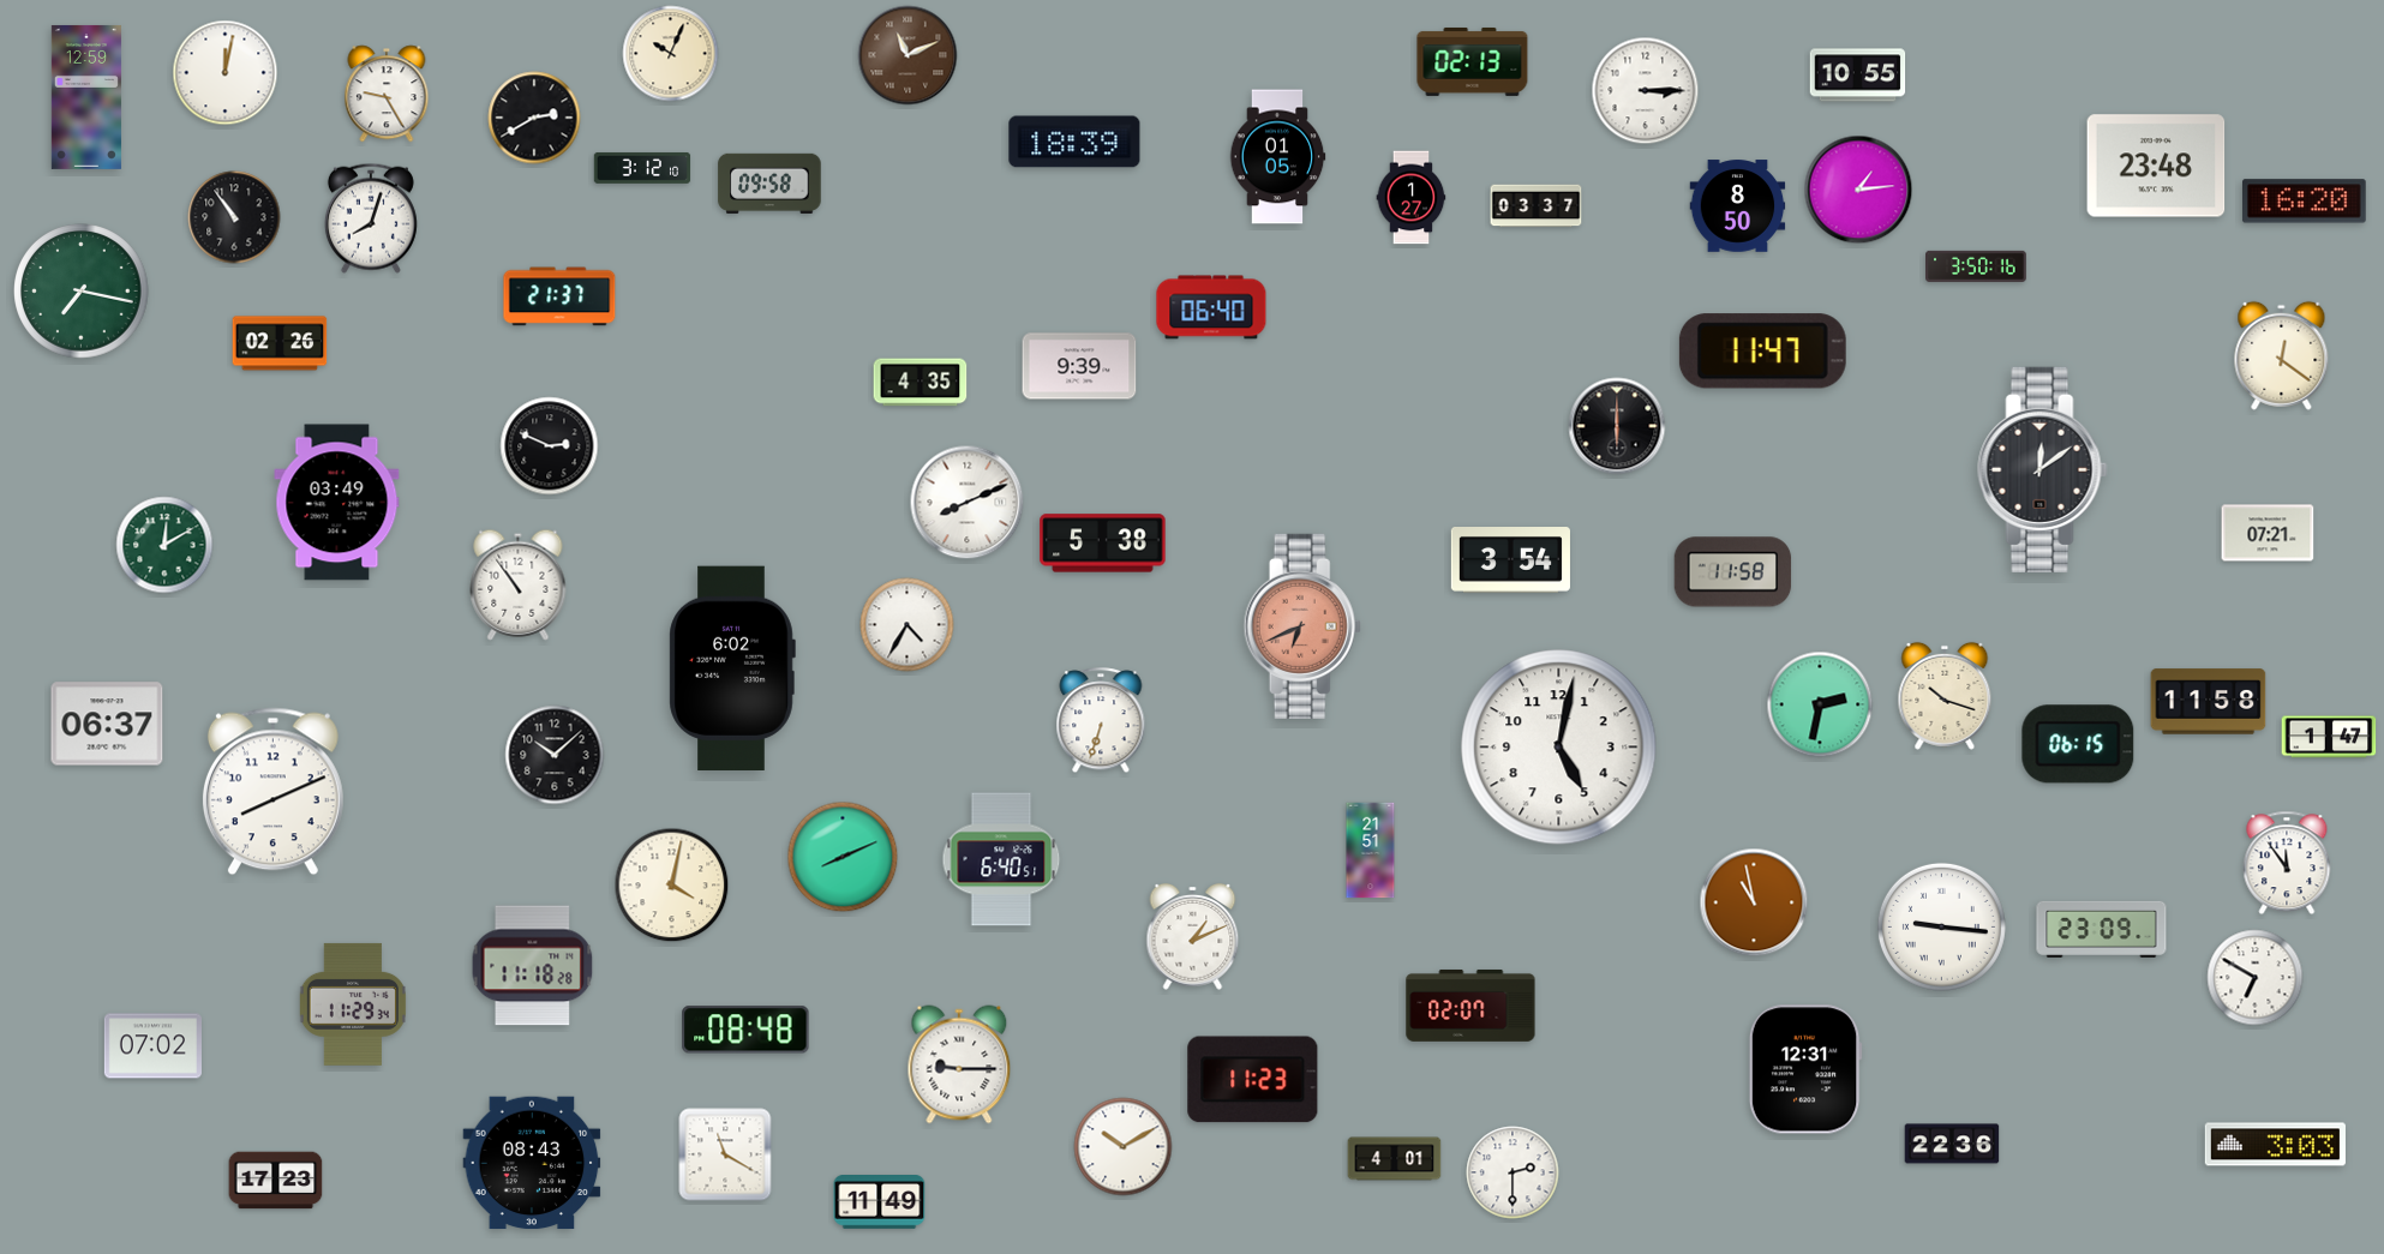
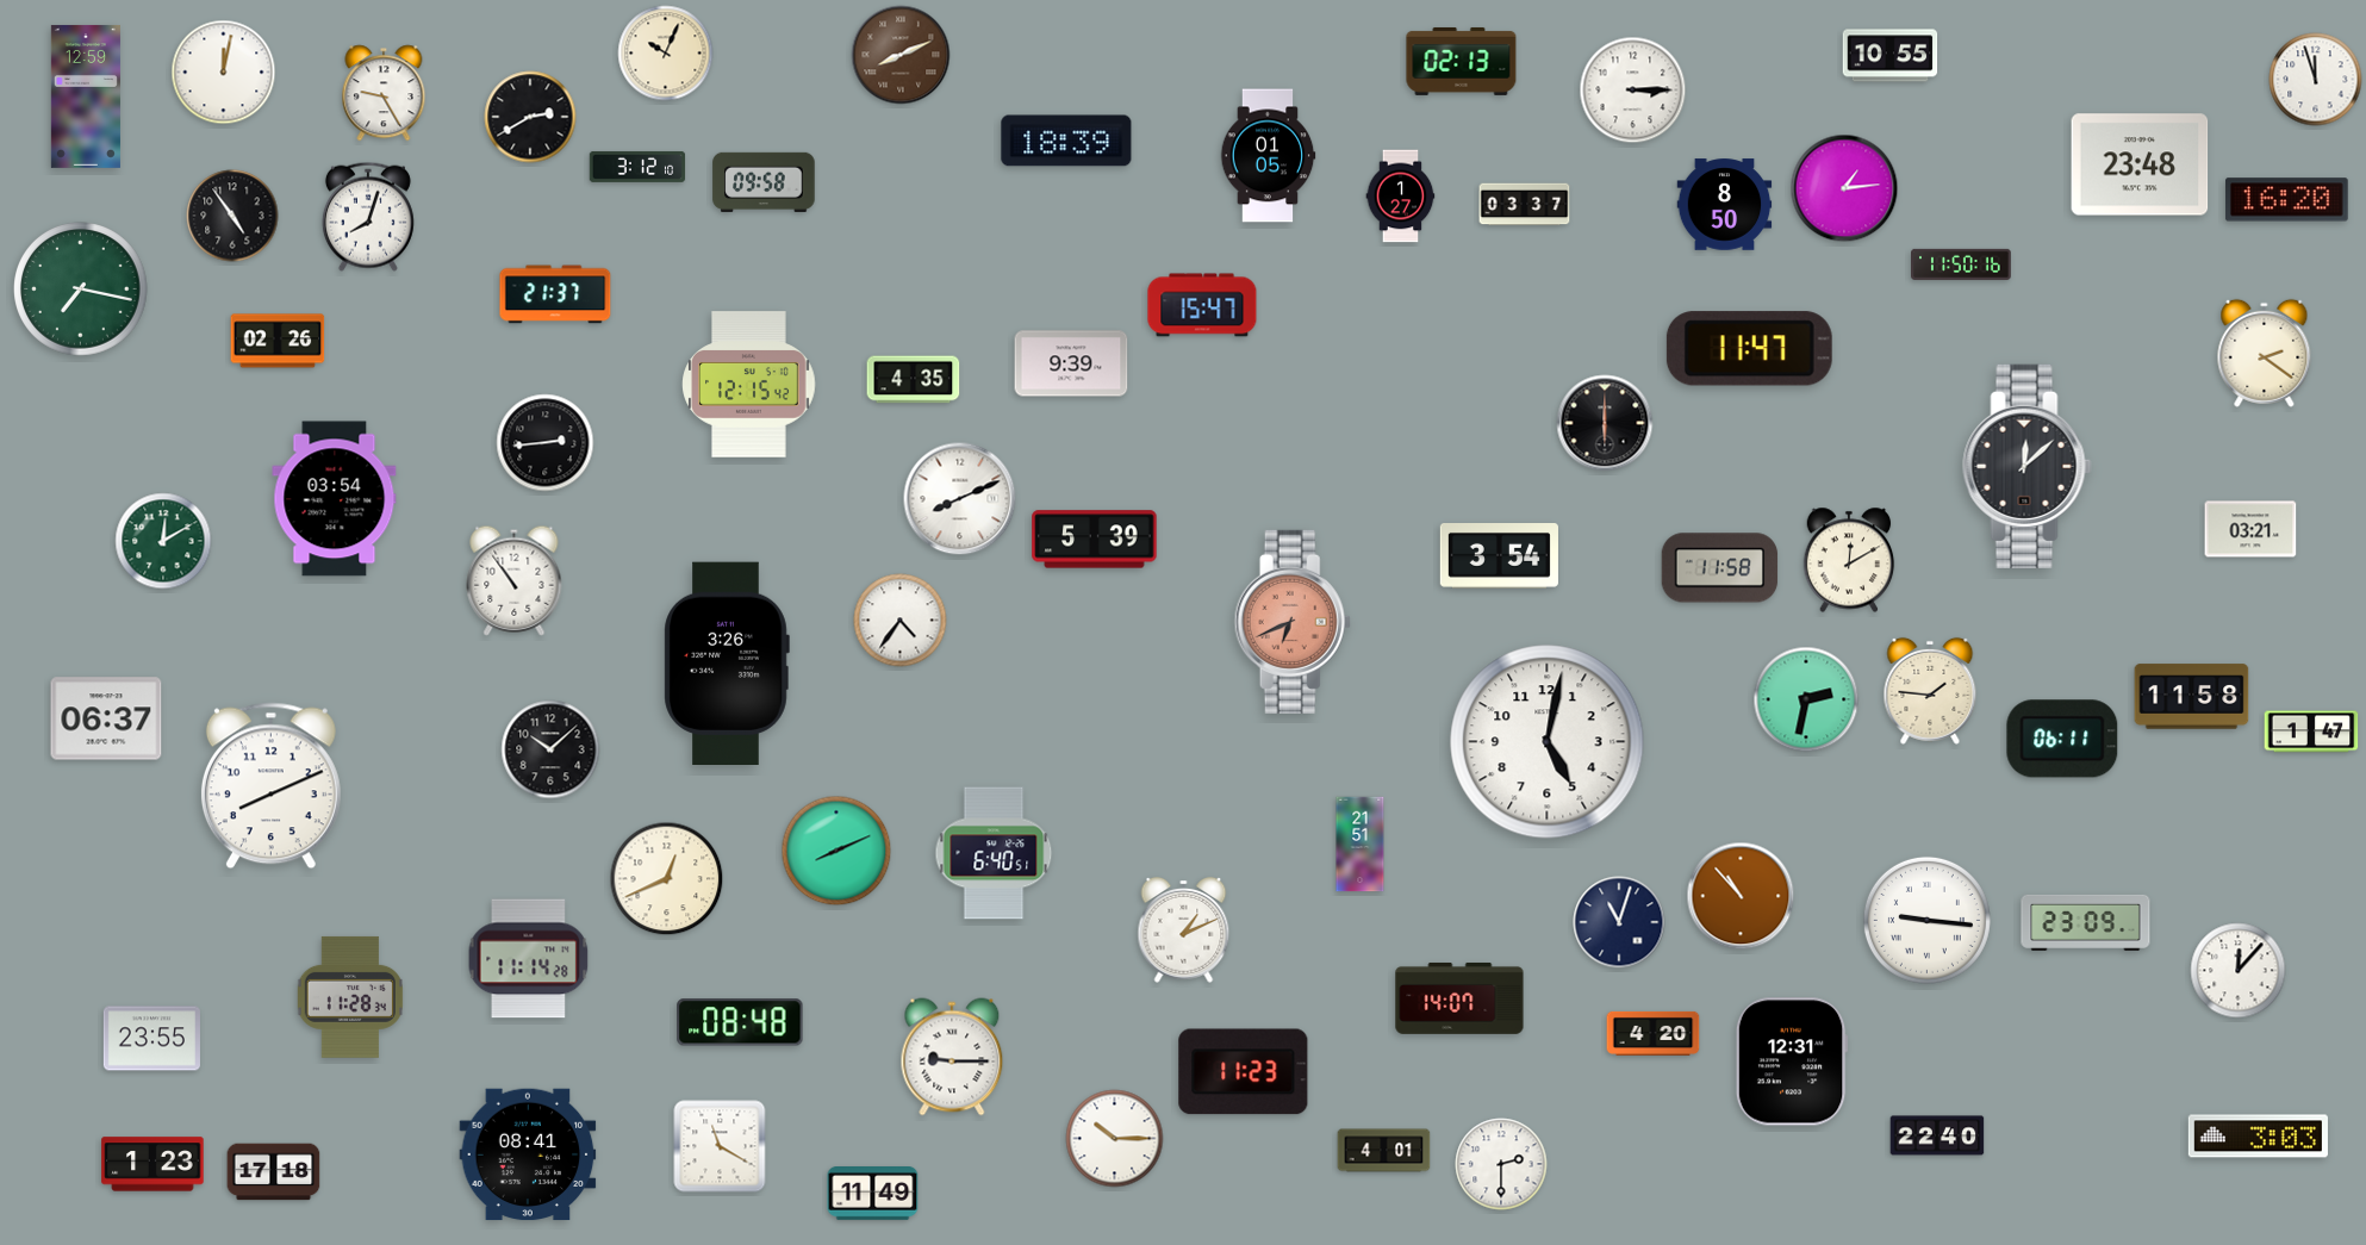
clock at (908, 55): 11:11 -> 8:11
clock at (1858, 76) position: (1858, 76) -> (1891, 56)
clock at (2316, 80): none -> 11:57
clock at (234, 217): 10:54 -> 4:54
clock at (1977, 266): 3:50 -> 11:50
clock at (1211, 307): 06:40 -> 15:47
clock at (2282, 355): 12:21 -> 2:21
clock at (749, 385): none -> 12:15
clock at (550, 446): 2:49 -> 2:44
clock at (2043, 469): 12:09 -> 12:08
clock at (337, 503): 03:49 -> 03:54
clock at (2268, 533): 07:21 -> 03:21
clock at (1103, 544): 5:38 -> 5:39
clock at (1849, 560): none -> 12:10
clock at (908, 625): 4:35 -> 4:36
clock at (732, 667): 6:02 -> 3:26
clock at (1945, 696): 10:18 -> 1:46
clock at (1101, 721): 6:33 -> none
clock at (2078, 744): 06:15 -> 06:11
clock at (2287, 863): 11:54 -> none
clock at (672, 886): 4:02 -> 12:41
clock at (1754, 902): 10:58 -> 10:53
clock at (1619, 922): none -> 11:03
clock at (533, 966): 11:18 -> 11:14
clock at (2256, 978): 6:50 -> 12:07
clock at (353, 1004): 11:29 -> 11:28
clock at (1470, 1006): 02:07 -> 14:07
clock at (1654, 1033): none -> 4:20
clock at (152, 1046): 07:02 -> 23:55
clock at (1952, 1144): 22:36 -> 22:40
clock at (1124, 1147): 10:10 -> 10:15
clock at (532, 1163): 08:43 -> 08:41
clock at (152, 1164): none -> 1:23
clock at (276, 1181): 17:23 -> 17:18
